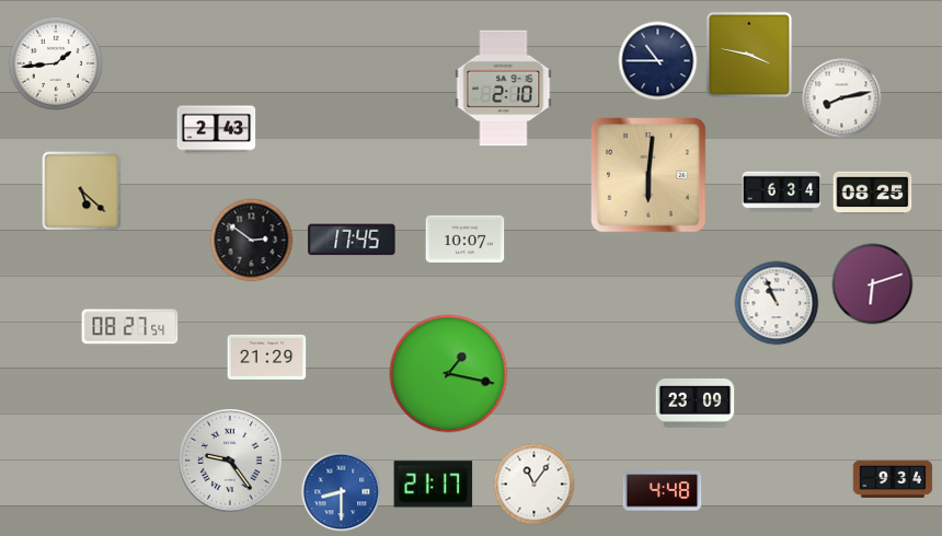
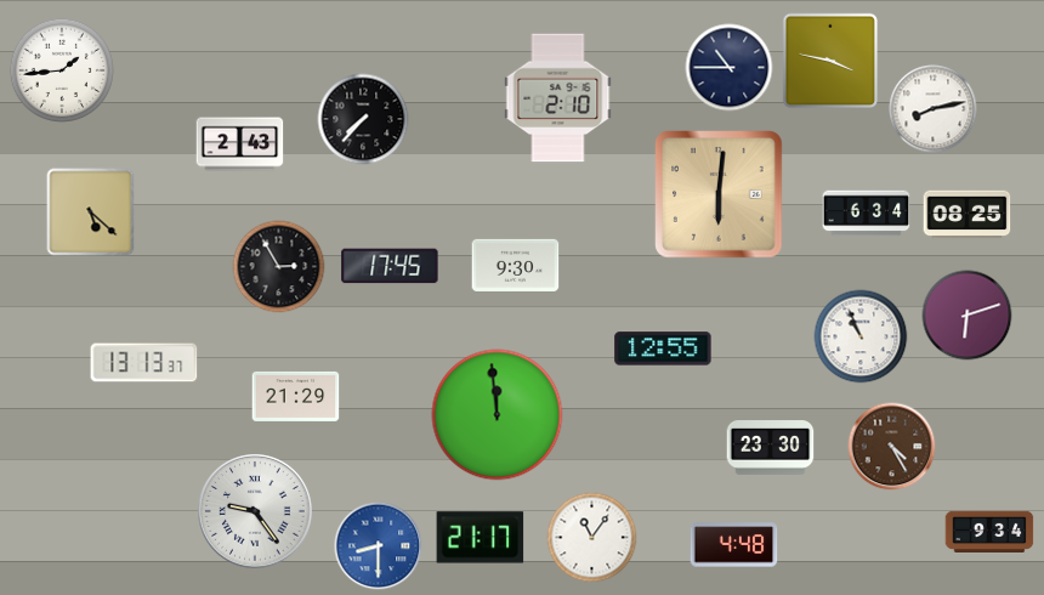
clock at (363, 119): none -> 7:37
clock at (466, 238): 10:07 -> 9:30
clock at (252, 241): 2:51 -> 2:55
clock at (663, 348): none -> 12:55
clock at (130, 327): 08:27 -> 13:13
clock at (449, 374): 1:17 -> 11:59
clock at (892, 447): none -> 4:25
clock at (696, 404): 23:09 -> 23:30
